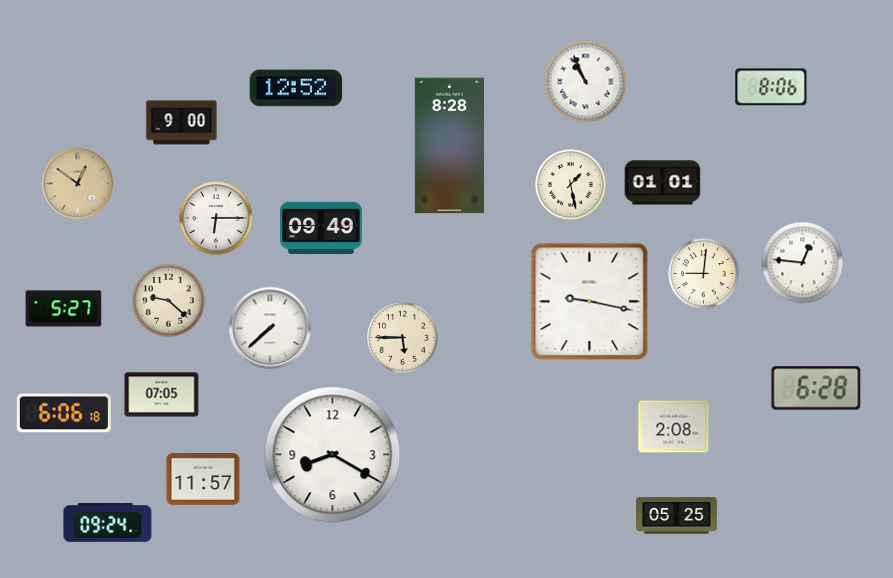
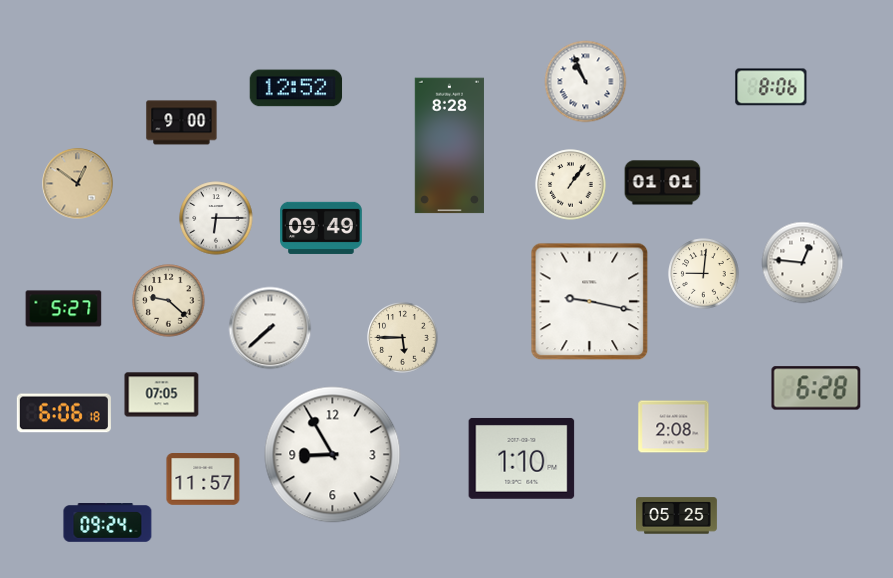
clock at (571, 185): 1:28 -> 1:06
clock at (333, 455): 8:20 -> 8:55
clock at (522, 459): none -> 1:10
